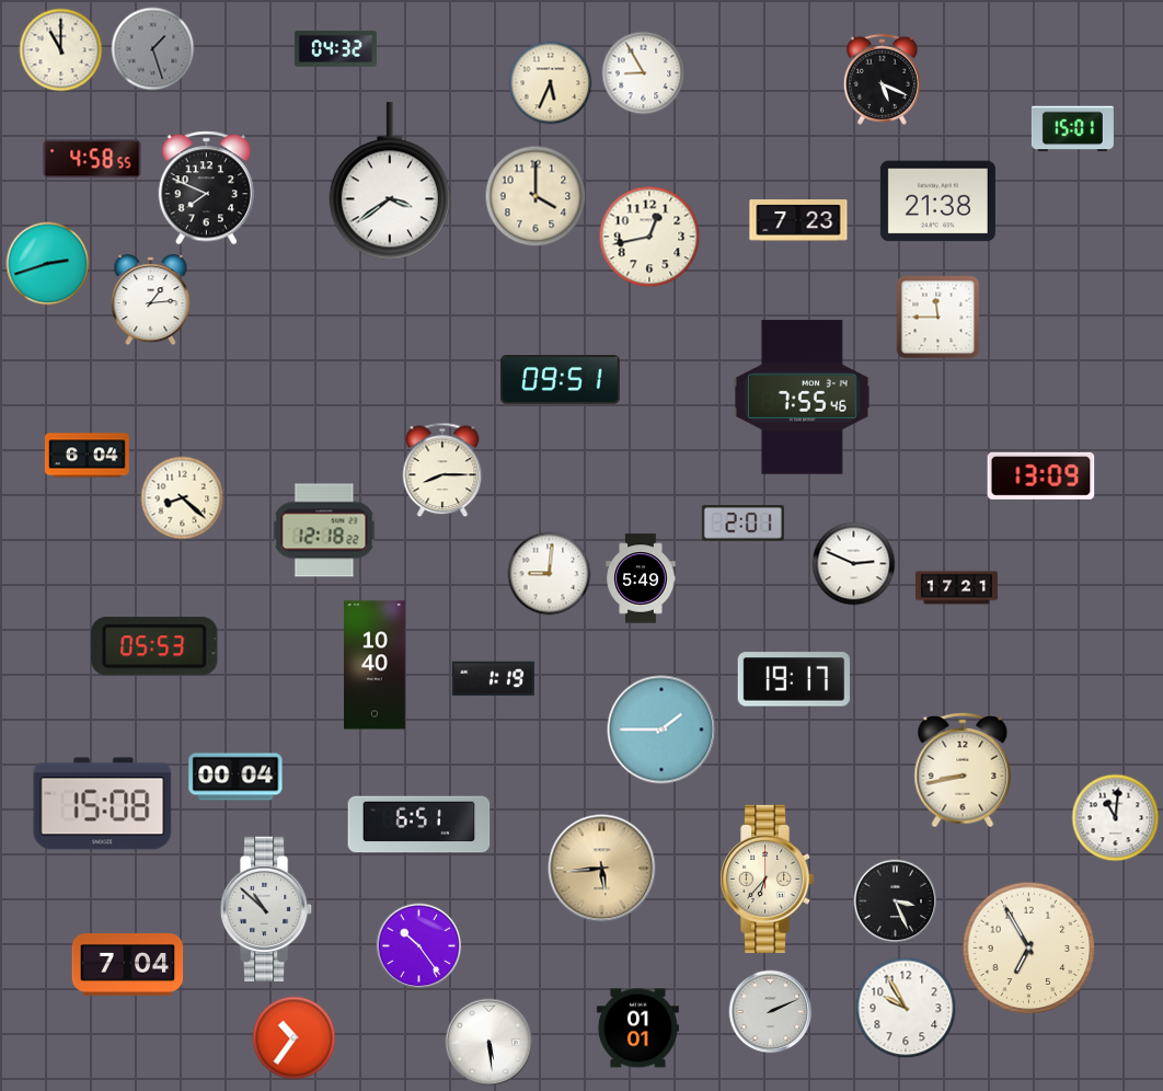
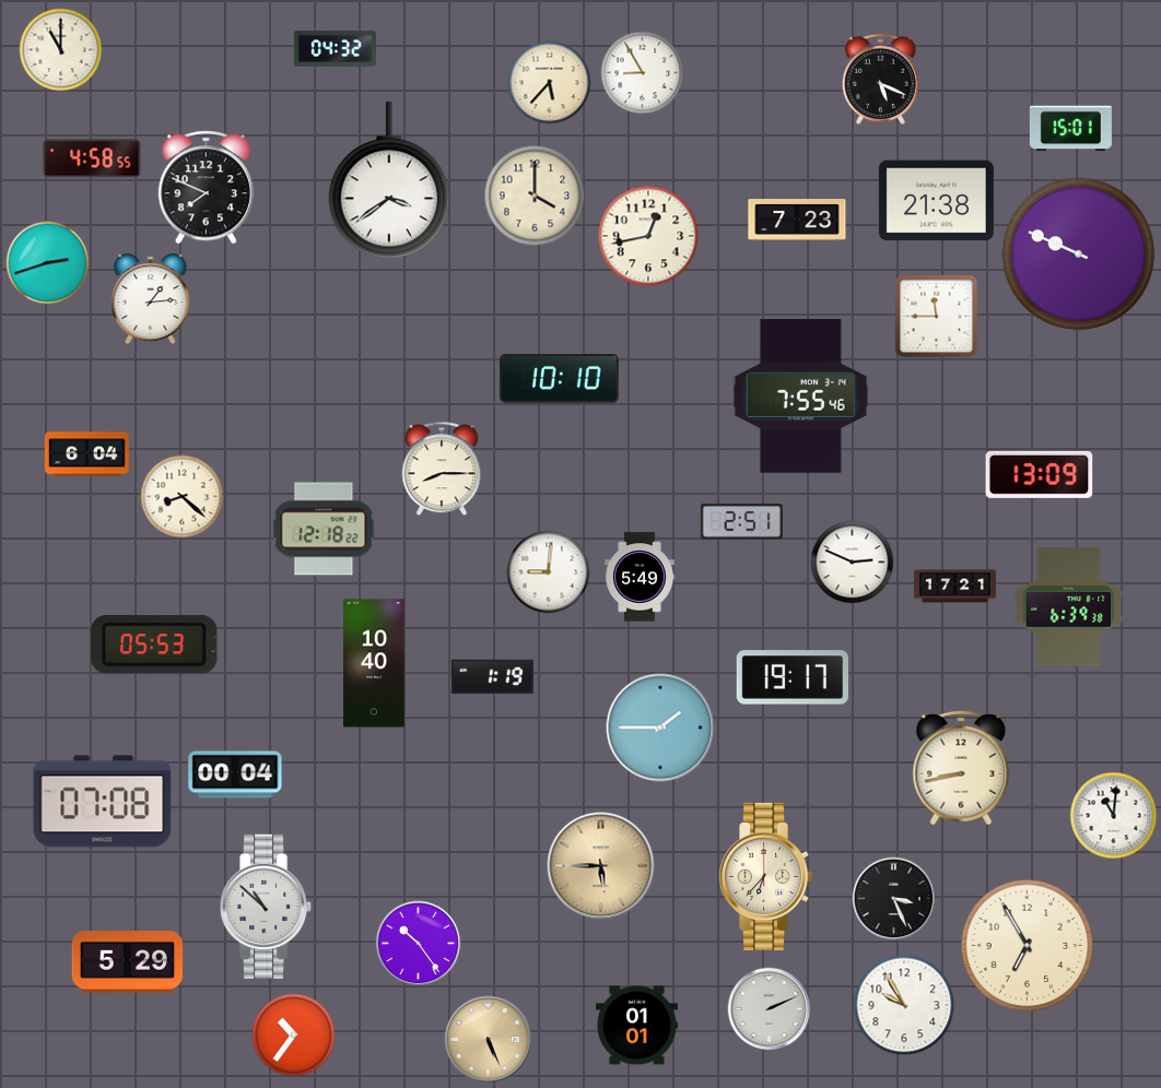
clock at (153, 49): 1:27 -> none
clock at (551, 83): 5:34 -> 5:37
clock at (1079, 255): none -> 9:49
clock at (561, 380): 09:51 -> 10:10
clock at (742, 524): 2:01 -> 2:51
clock at (1069, 607): none -> 6:39
clock at (103, 804): 15:08 -> 07:08
clock at (419, 825): 6:51 -> none
clock at (602, 869): 5:44 -> 5:45
clock at (128, 965): 7:04 -> 5:29
clock at (490, 1043): 5:29 -> 5:26
clock at (490, 1043) dial: white -> champagne
